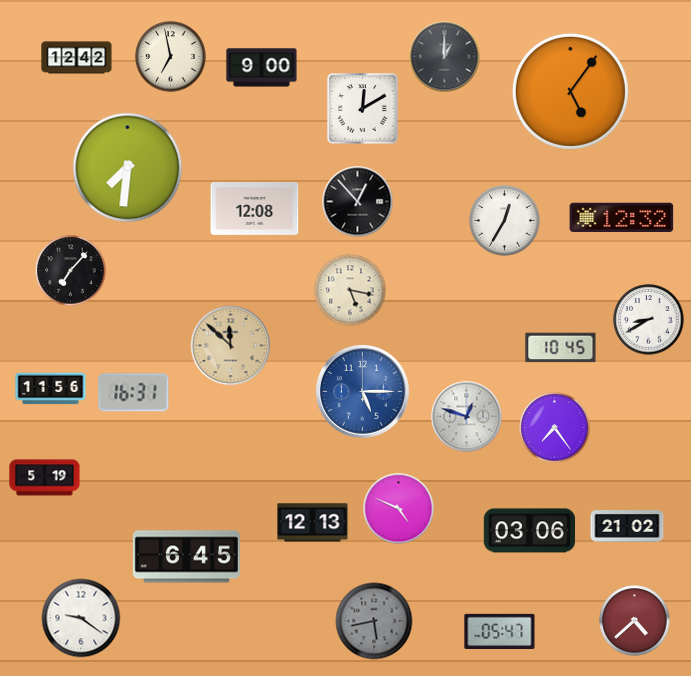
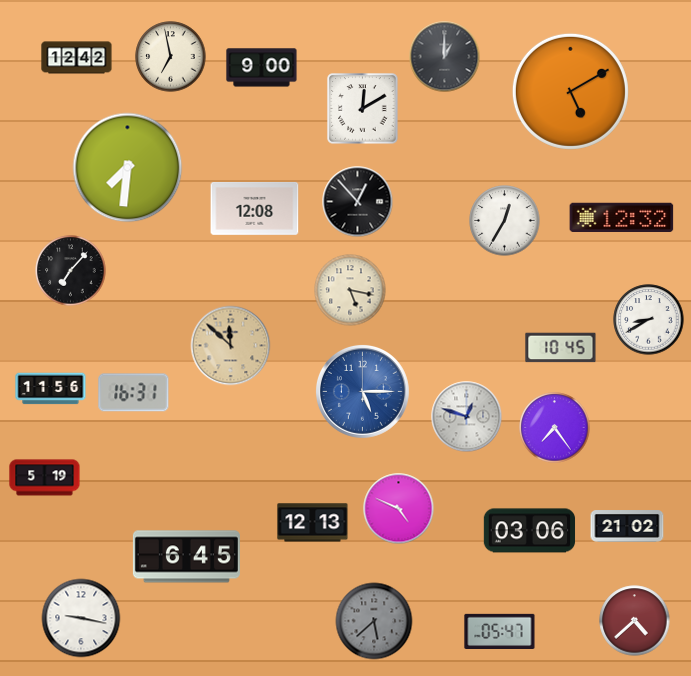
clock at (570, 91): 5:06 -> 5:10
clock at (81, 618): 9:21 -> 9:17
clock at (374, 621): 5:43 -> 5:38
